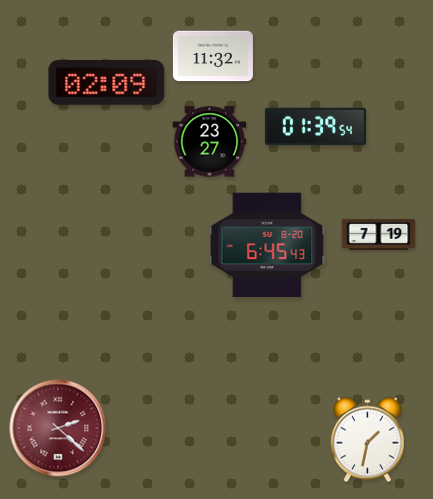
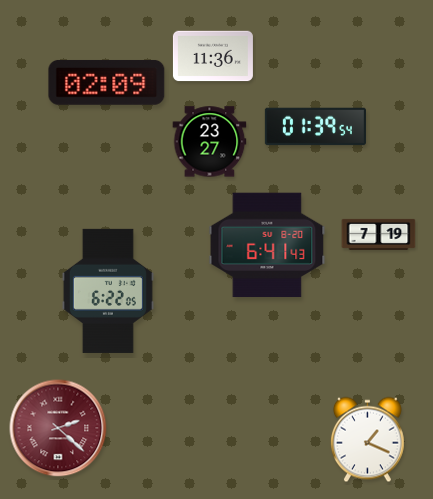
clock at (213, 56): 11:32 -> 11:36
clock at (267, 245): 6:45 -> 6:41
clock at (108, 291): none -> 6:22
clock at (367, 440): 1:32 -> 1:19
